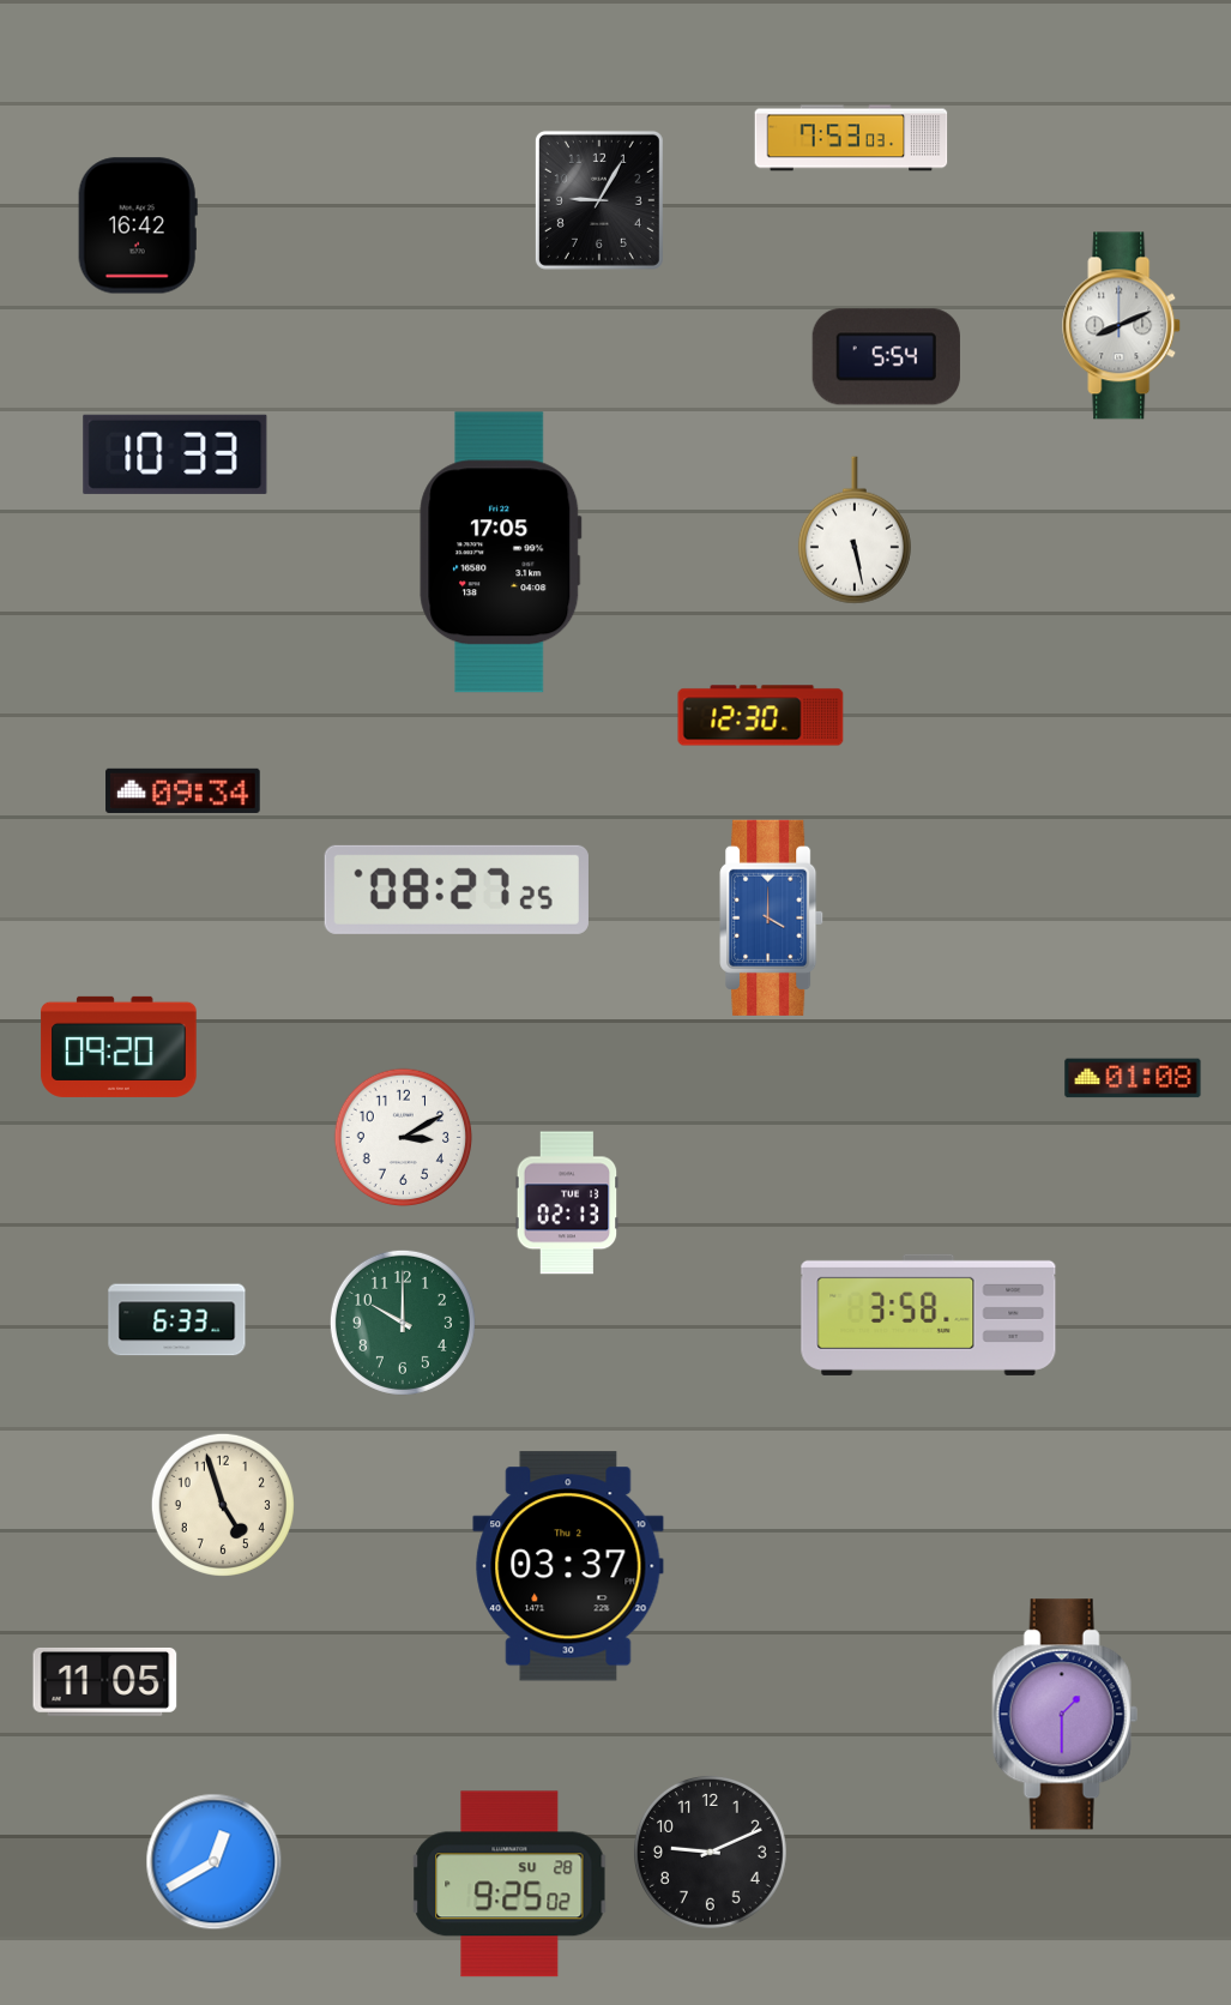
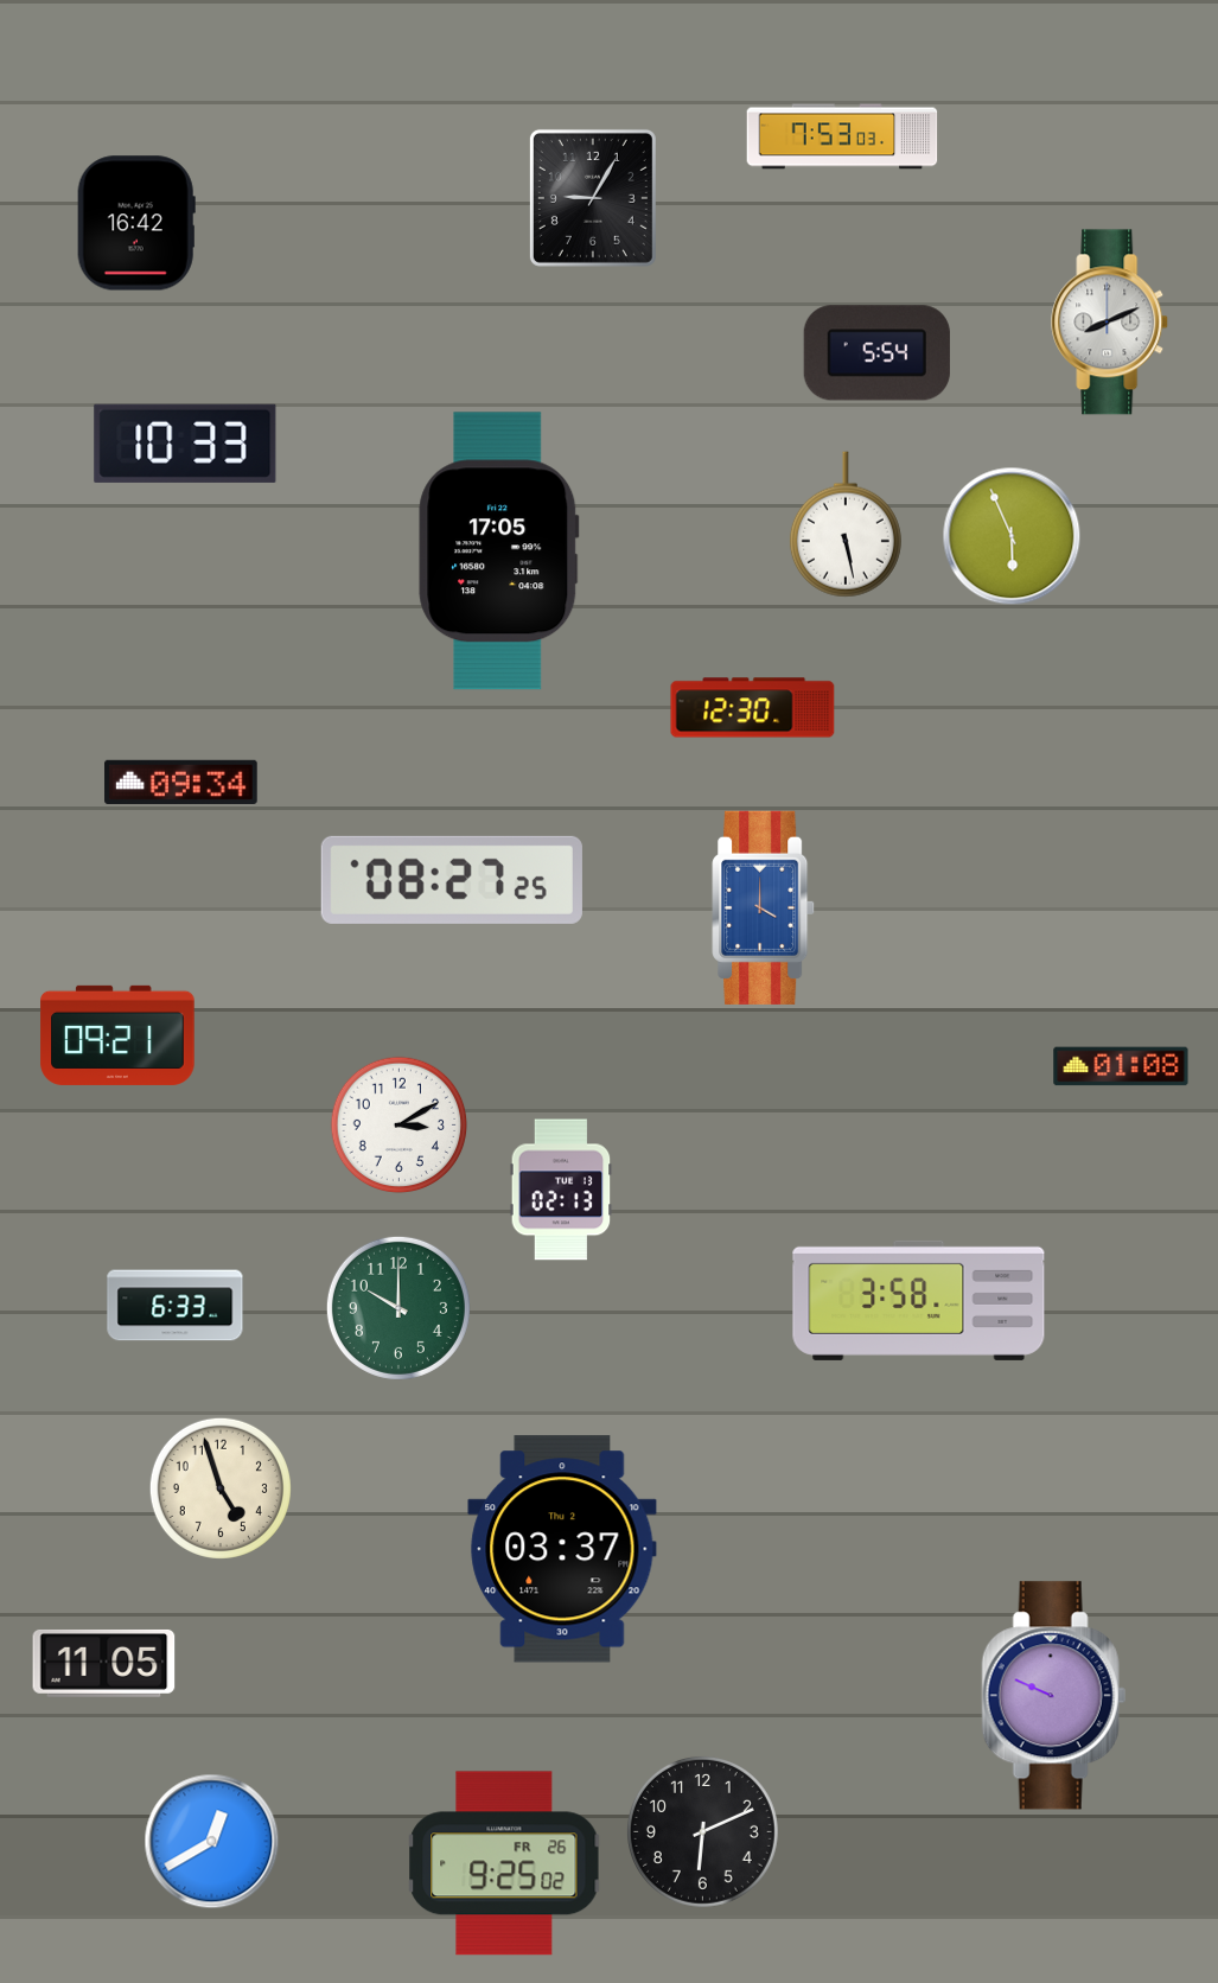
clock at (175, 454) position: (175, 454) -> (185, 444)
clock at (1012, 536): none -> 5:56
clock at (501, 553) position: (501, 553) -> (499, 551)
clock at (119, 1047): 09:20 -> 09:21
clock at (1064, 1715): 1:30 -> 9:49
clock at (710, 1852): 9:11 -> 6:11
clock at (509, 1884) date: SU 28 -> FR 26
